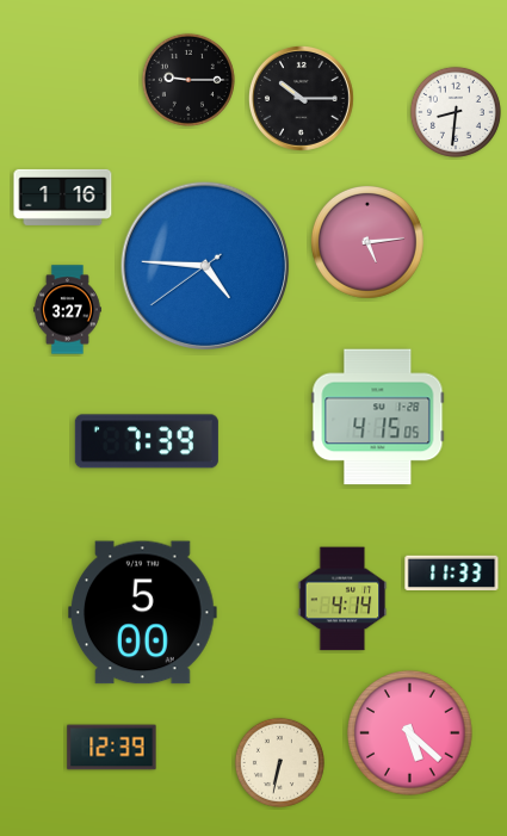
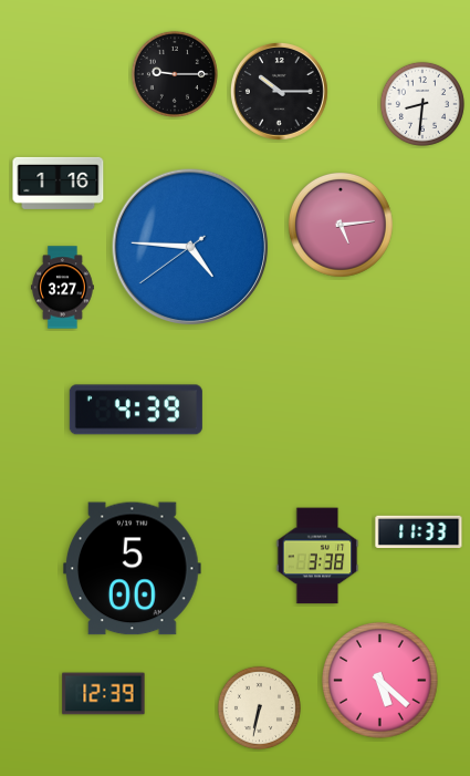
clock at (378, 417): 4:15 -> none
clock at (147, 441): 7:39 -> 4:39
clock at (342, 599): 4:14 -> 3:38
